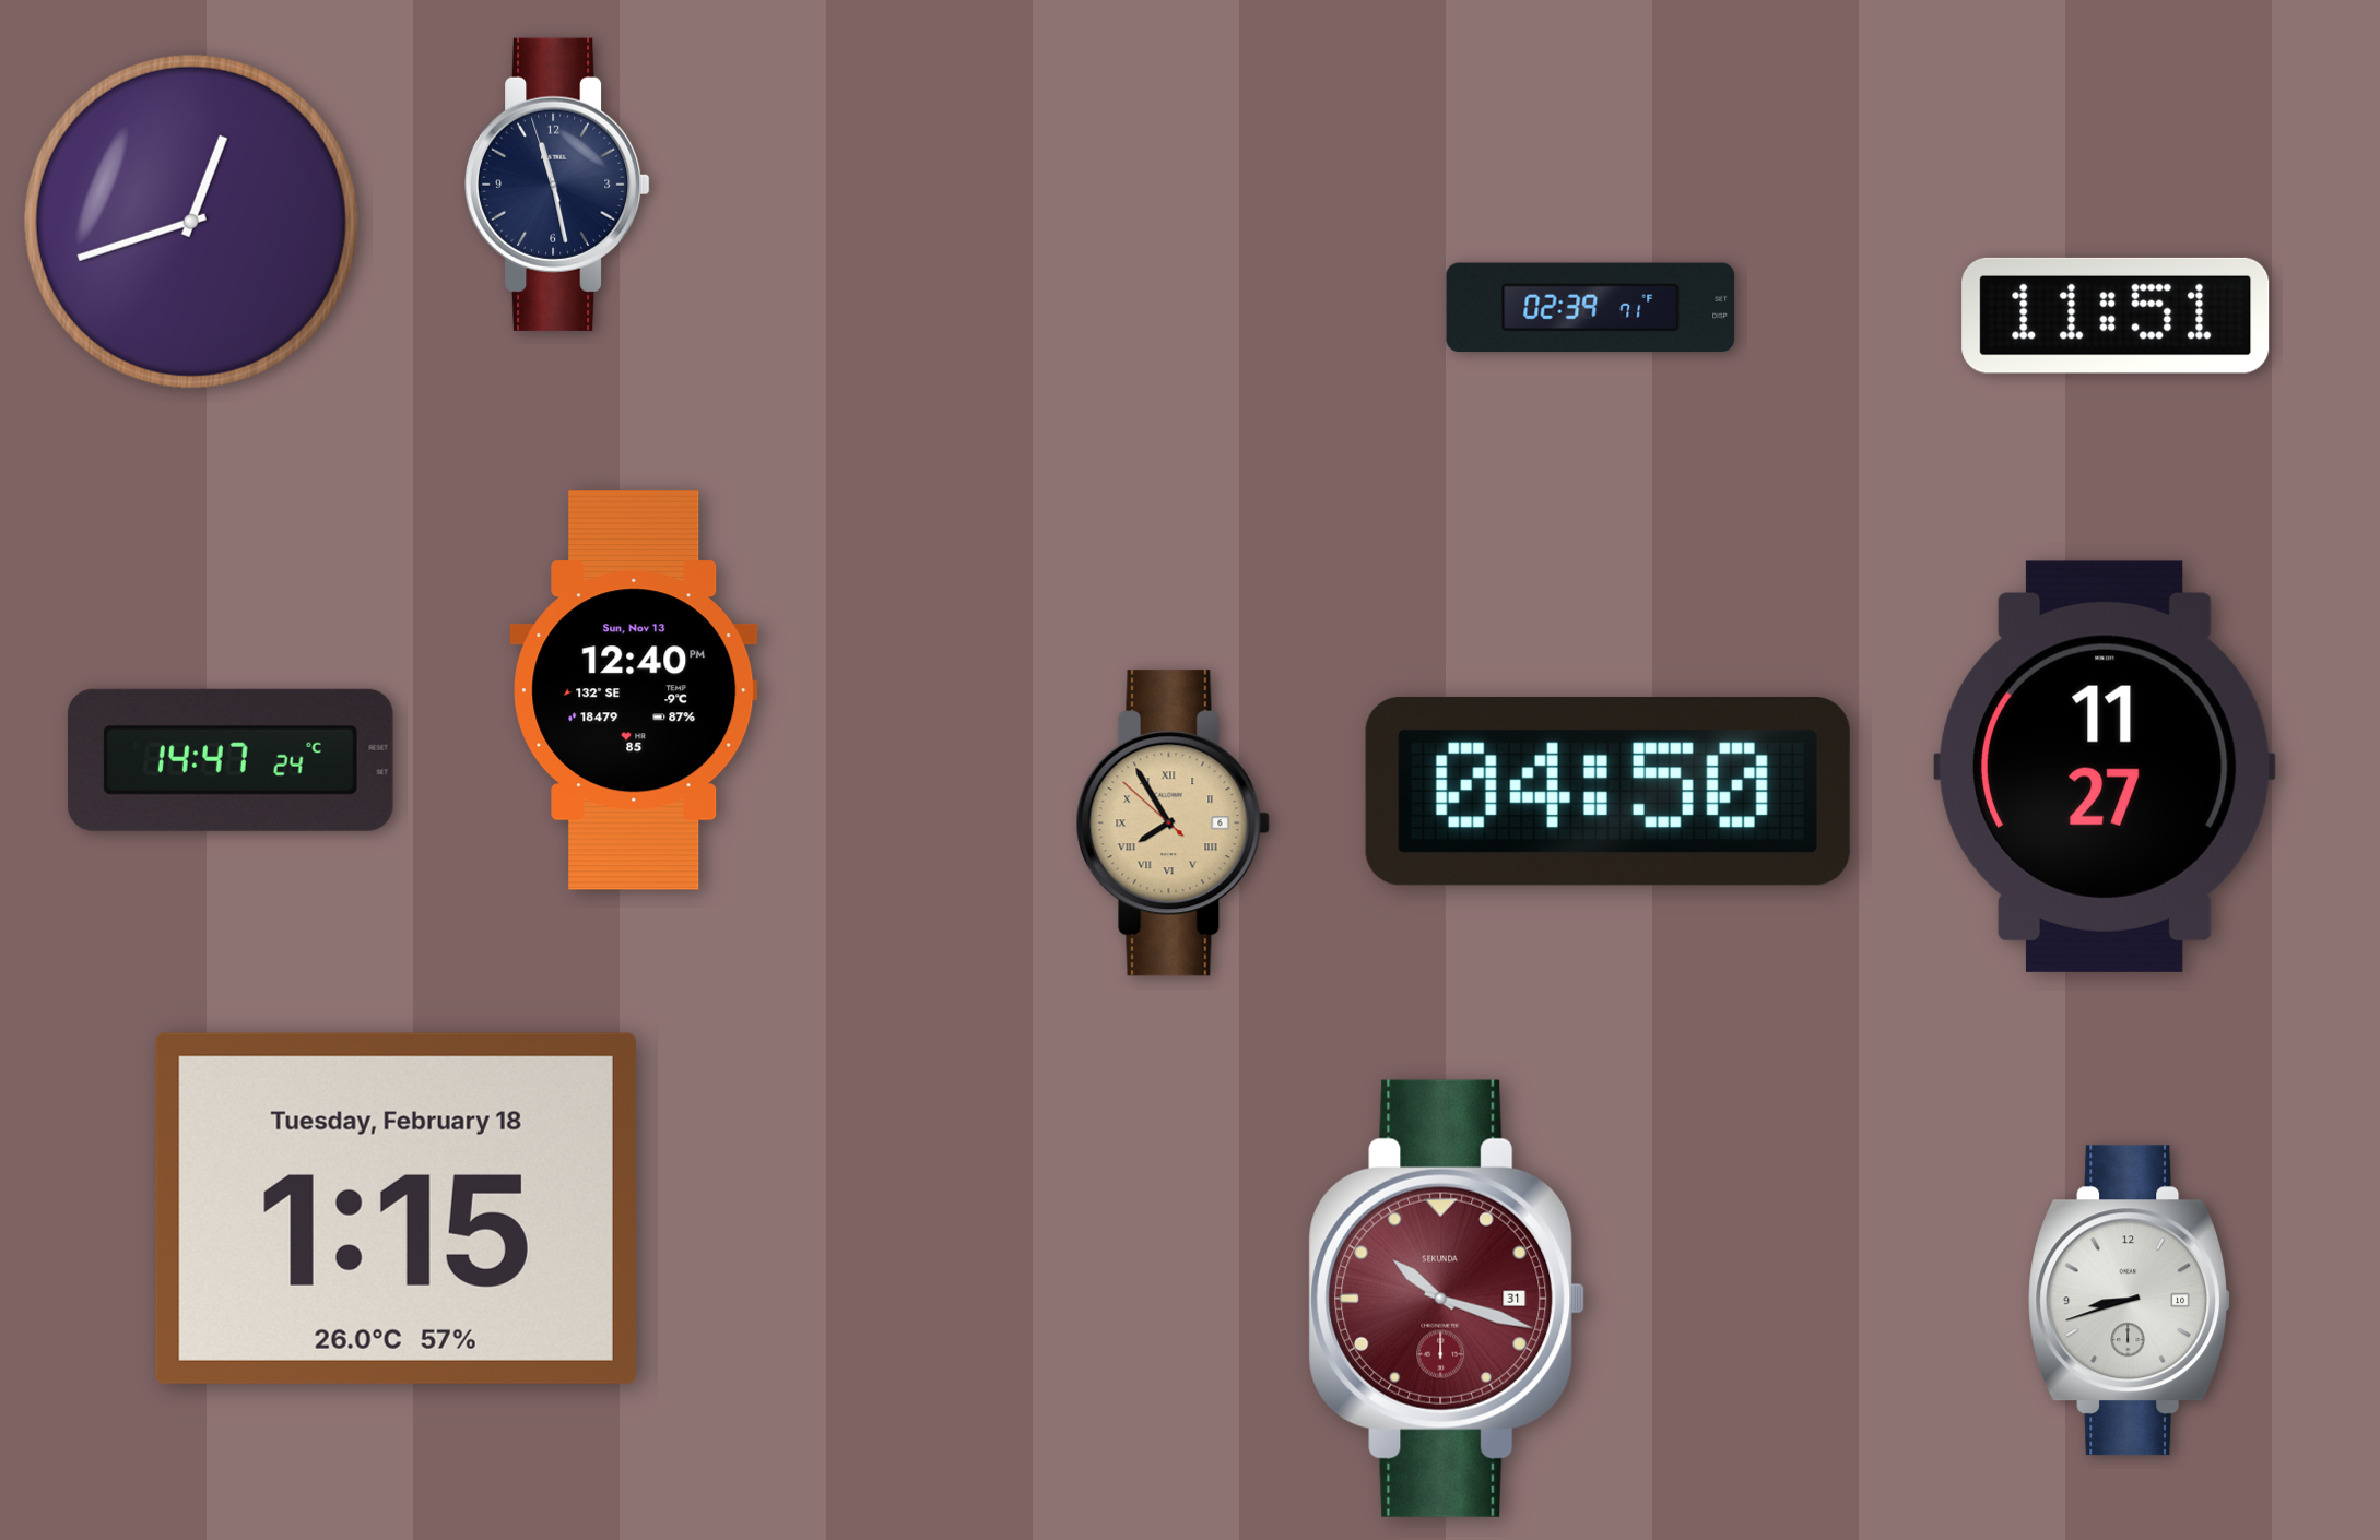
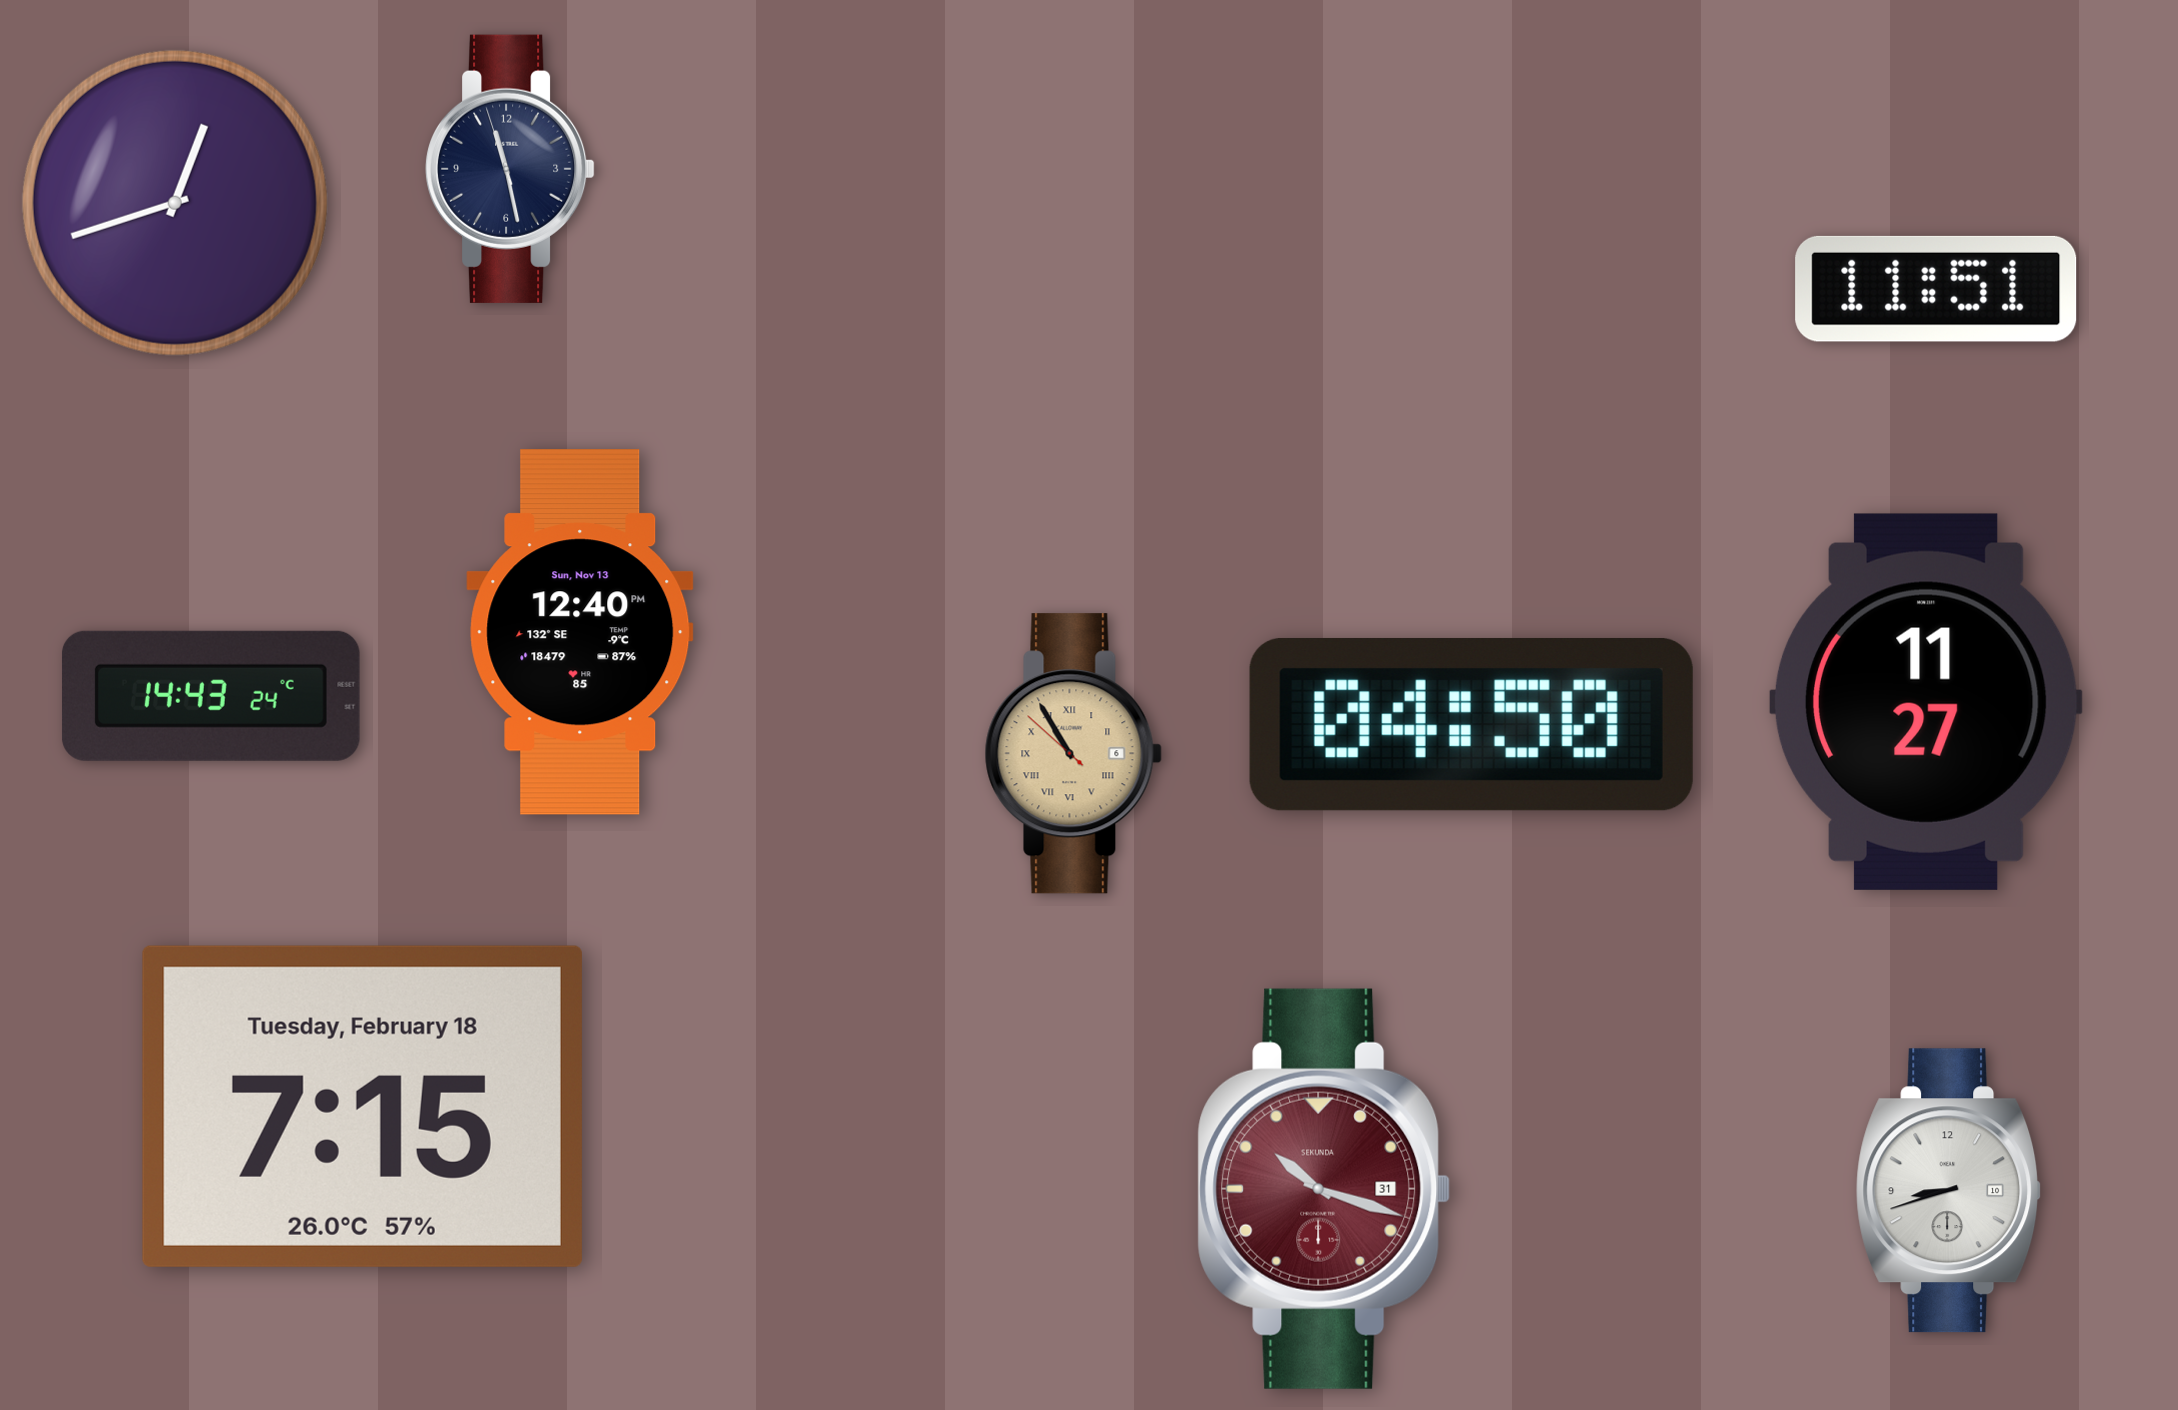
clock at (1591, 308): 02:39 -> none
clock at (231, 760): 14:47 -> 14:43
clock at (1173, 824): 7:54 -> 10:54
clock at (396, 1208): 1:15 -> 7:15
